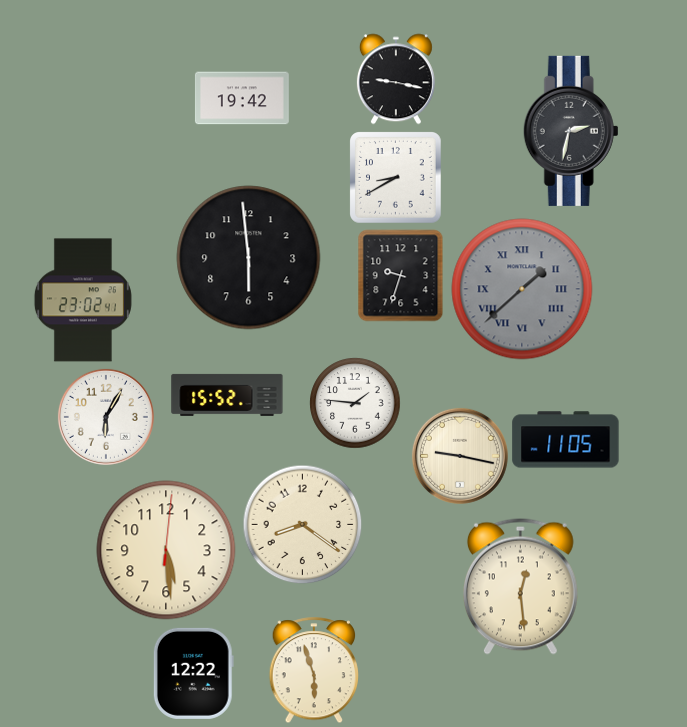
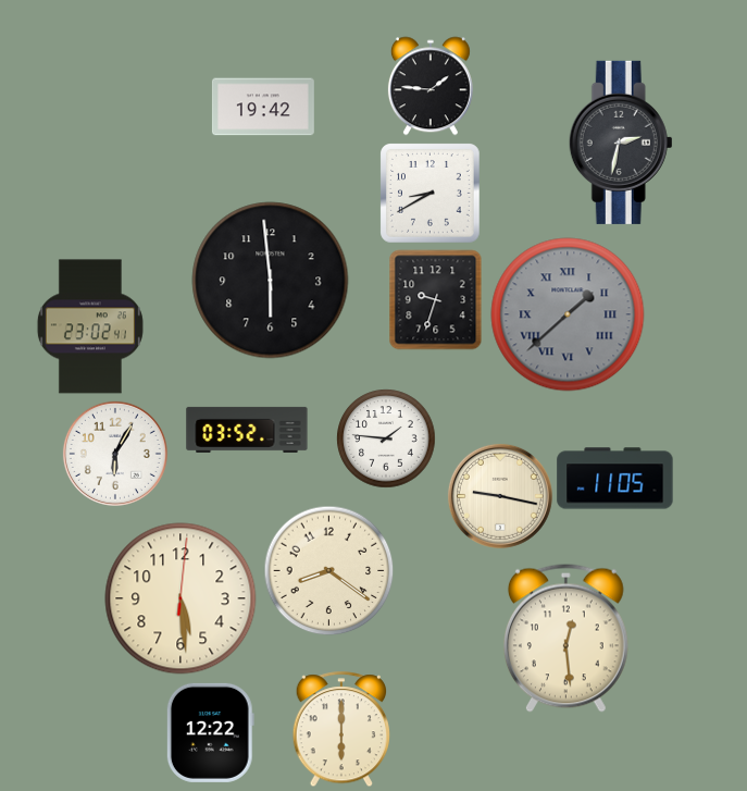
clock at (396, 79): 9:17 -> 1:46
clock at (227, 395): 15:52 -> 03:52
clock at (313, 670): 5:57 -> 6:00
